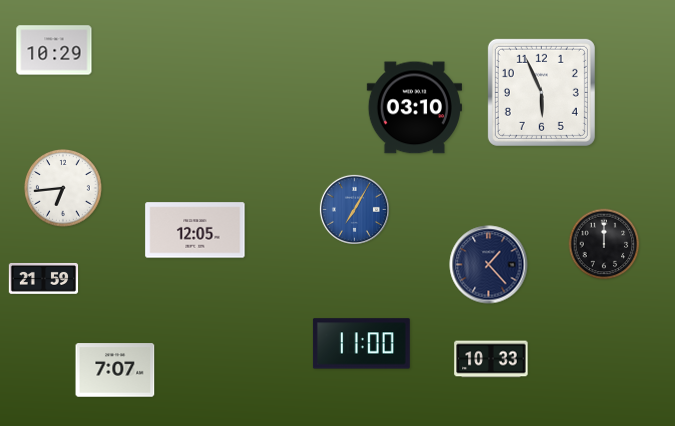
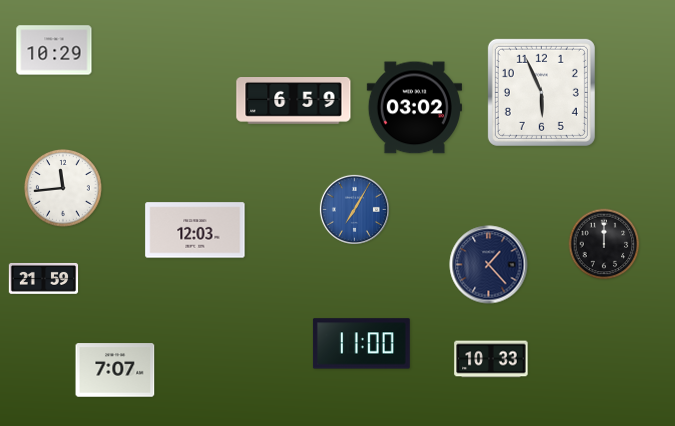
clock at (294, 101): none -> 6:59
clock at (414, 108): 03:10 -> 03:02
clock at (63, 188): 6:44 -> 11:44
clock at (195, 230): 12:05 -> 12:03
